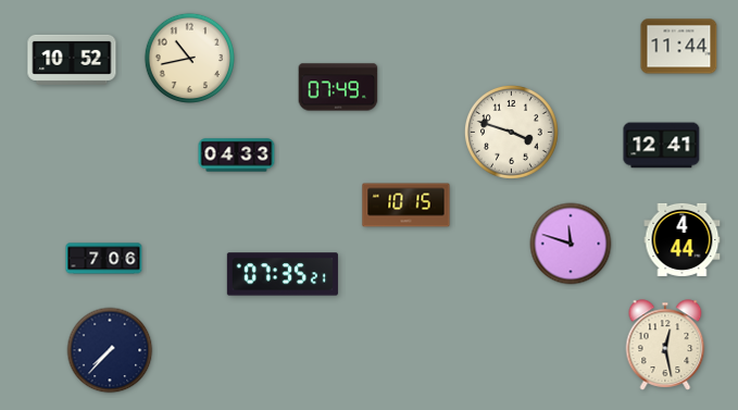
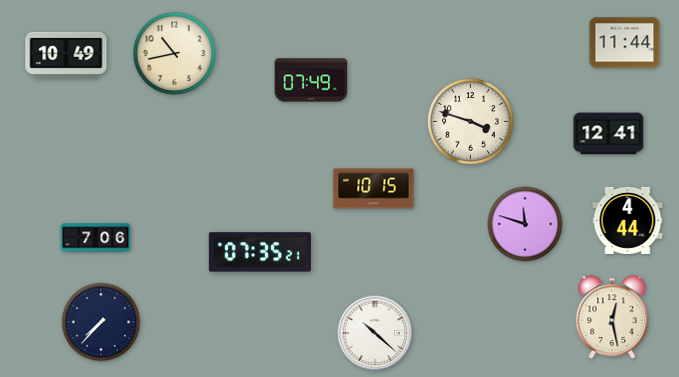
clock at (72, 60): 10:52 -> 10:49
clock at (237, 156): 04:33 -> none
clock at (375, 333): none -> 10:22
